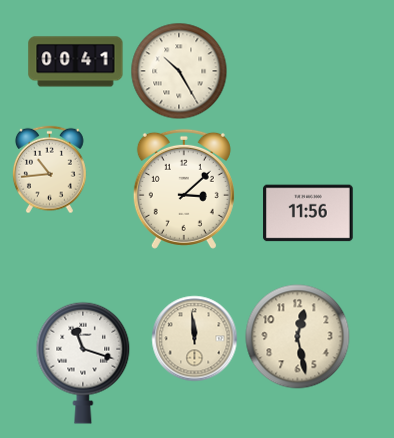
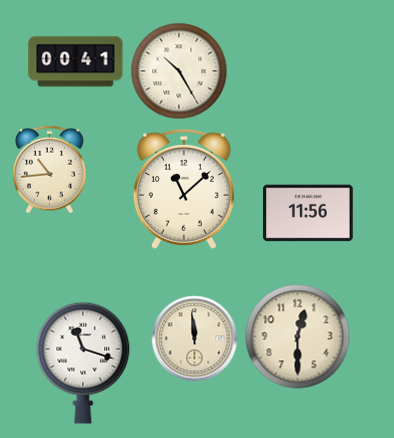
clock at (184, 189): 3:08 -> 11:08
clock at (298, 337): 12:28 -> 12:30
